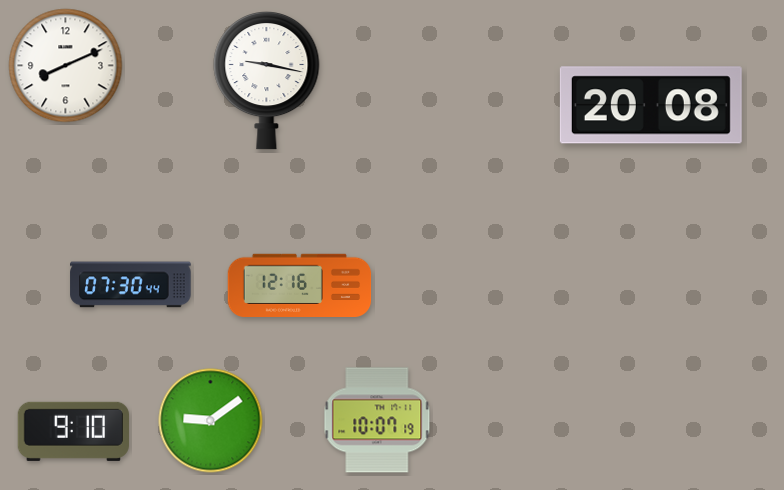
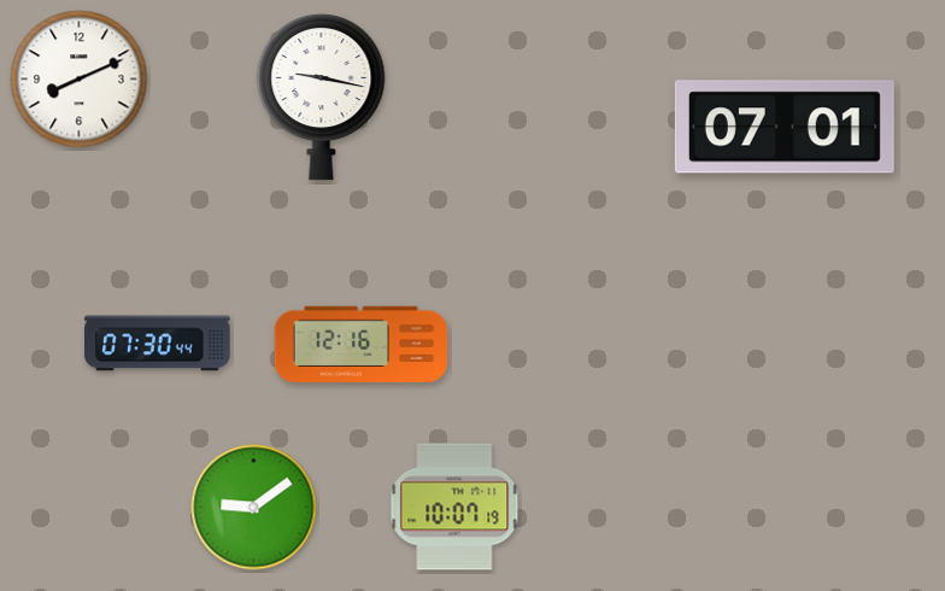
clock at (651, 105): 20:08 -> 07:01
clock at (73, 431): 9:10 -> none
